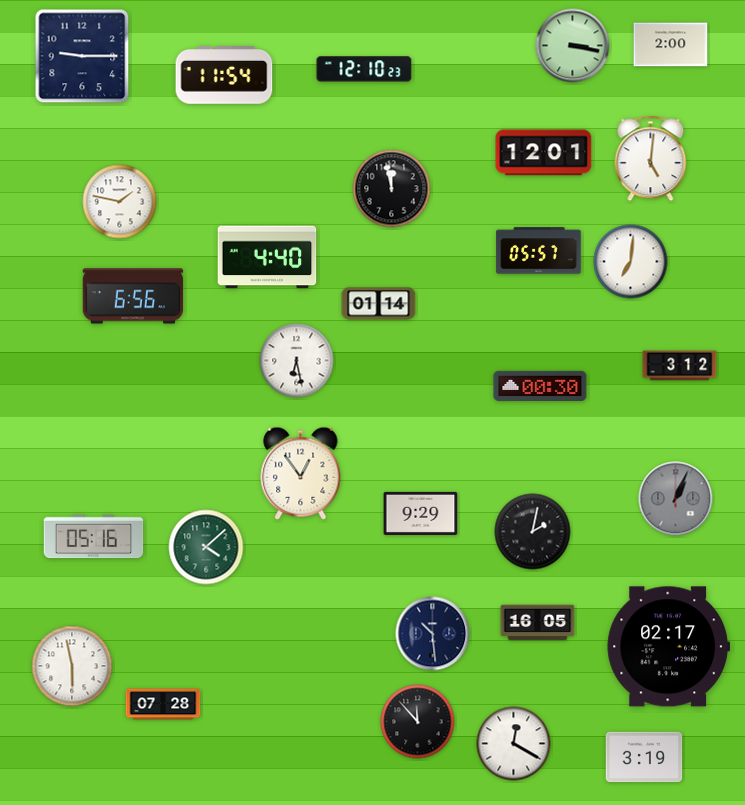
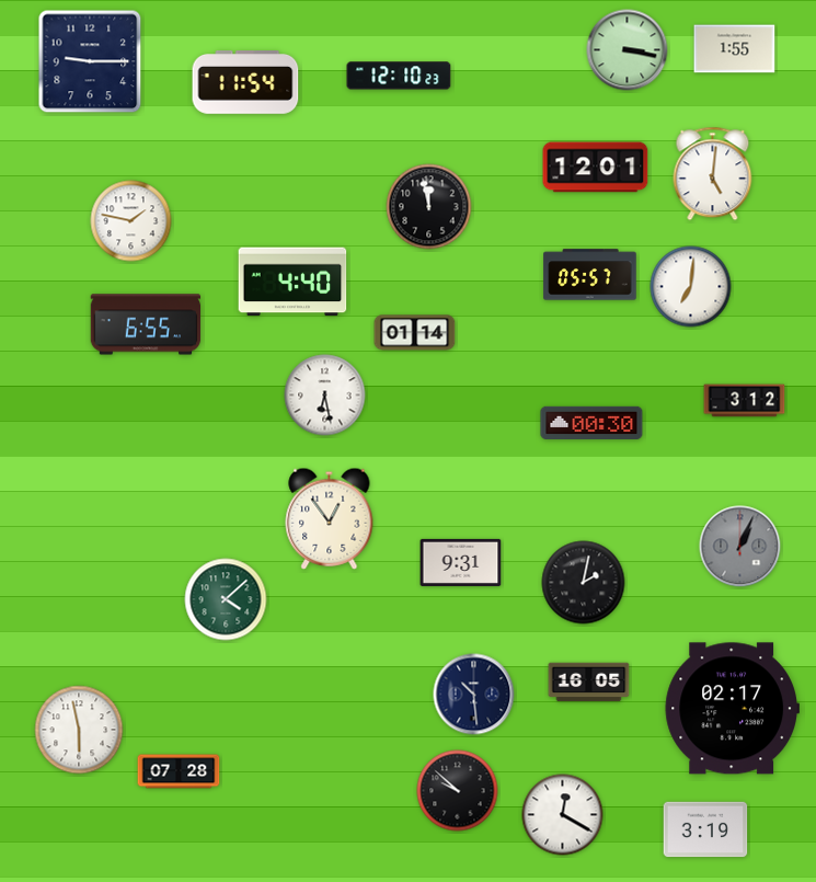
clock at (671, 45): 2:00 -> 1:55
clock at (133, 296): 6:56 -> 6:55
clock at (421, 513): 9:29 -> 9:31
clock at (94, 537): 05:16 -> none
clock at (418, 722): 11:53 -> 9:52
